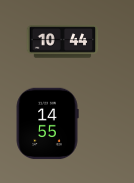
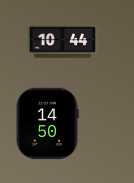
clock at (47, 124): 14:55 -> 14:50
